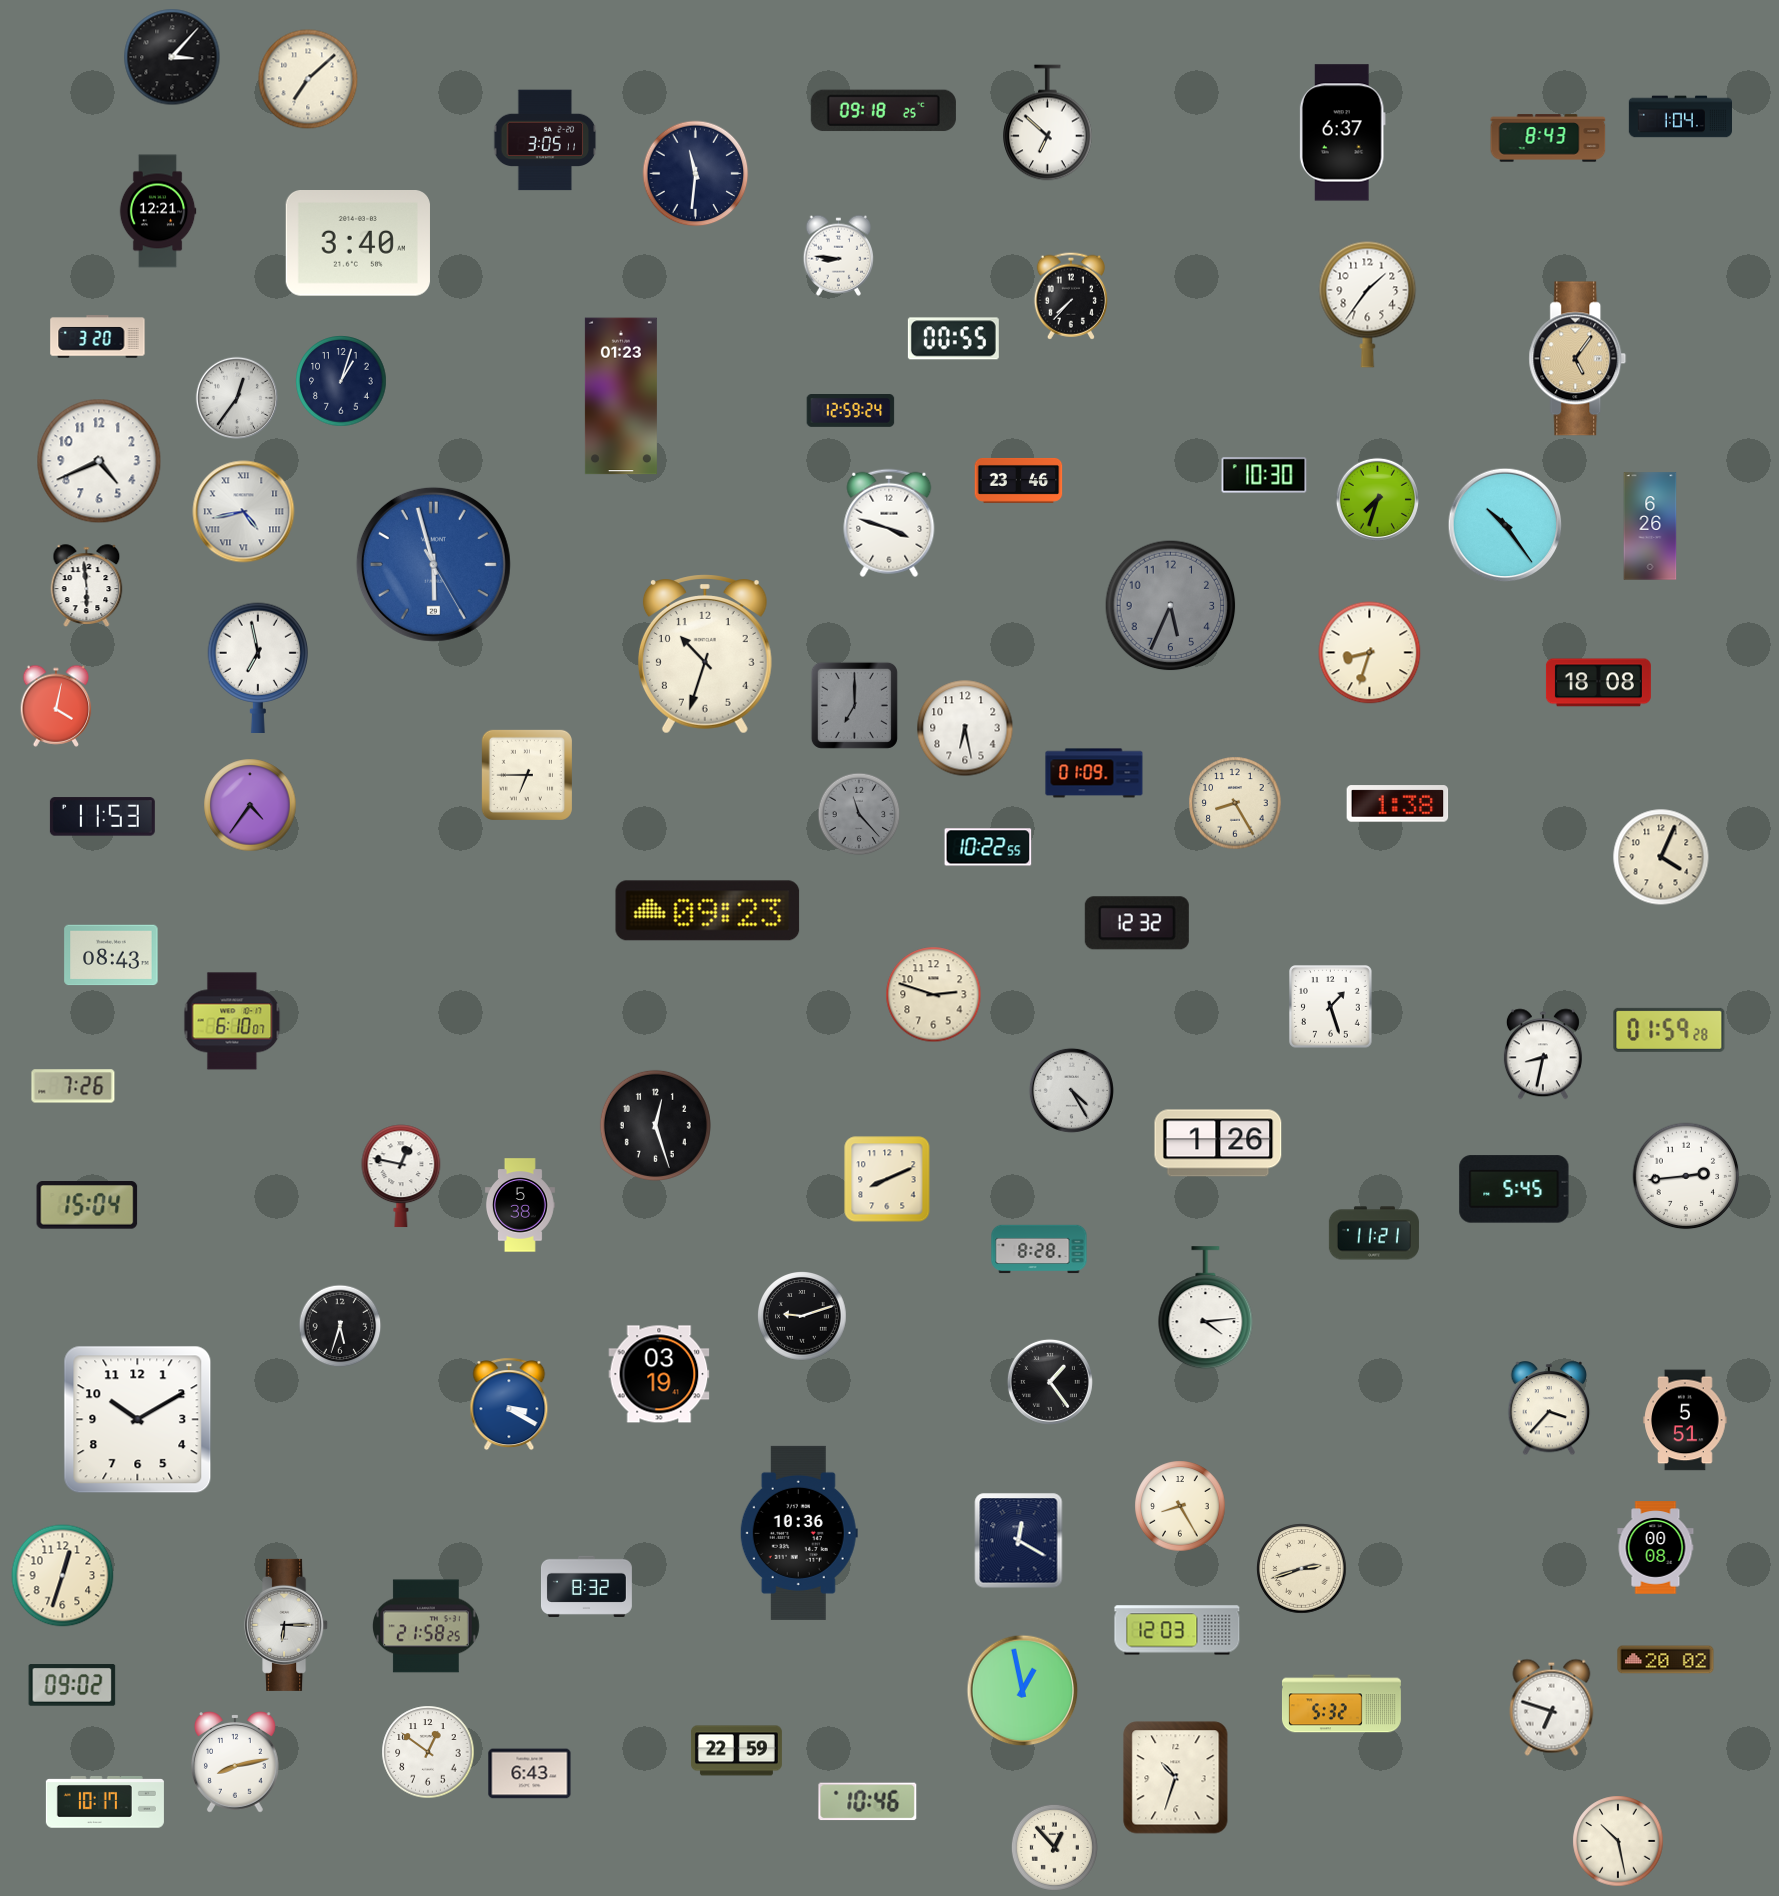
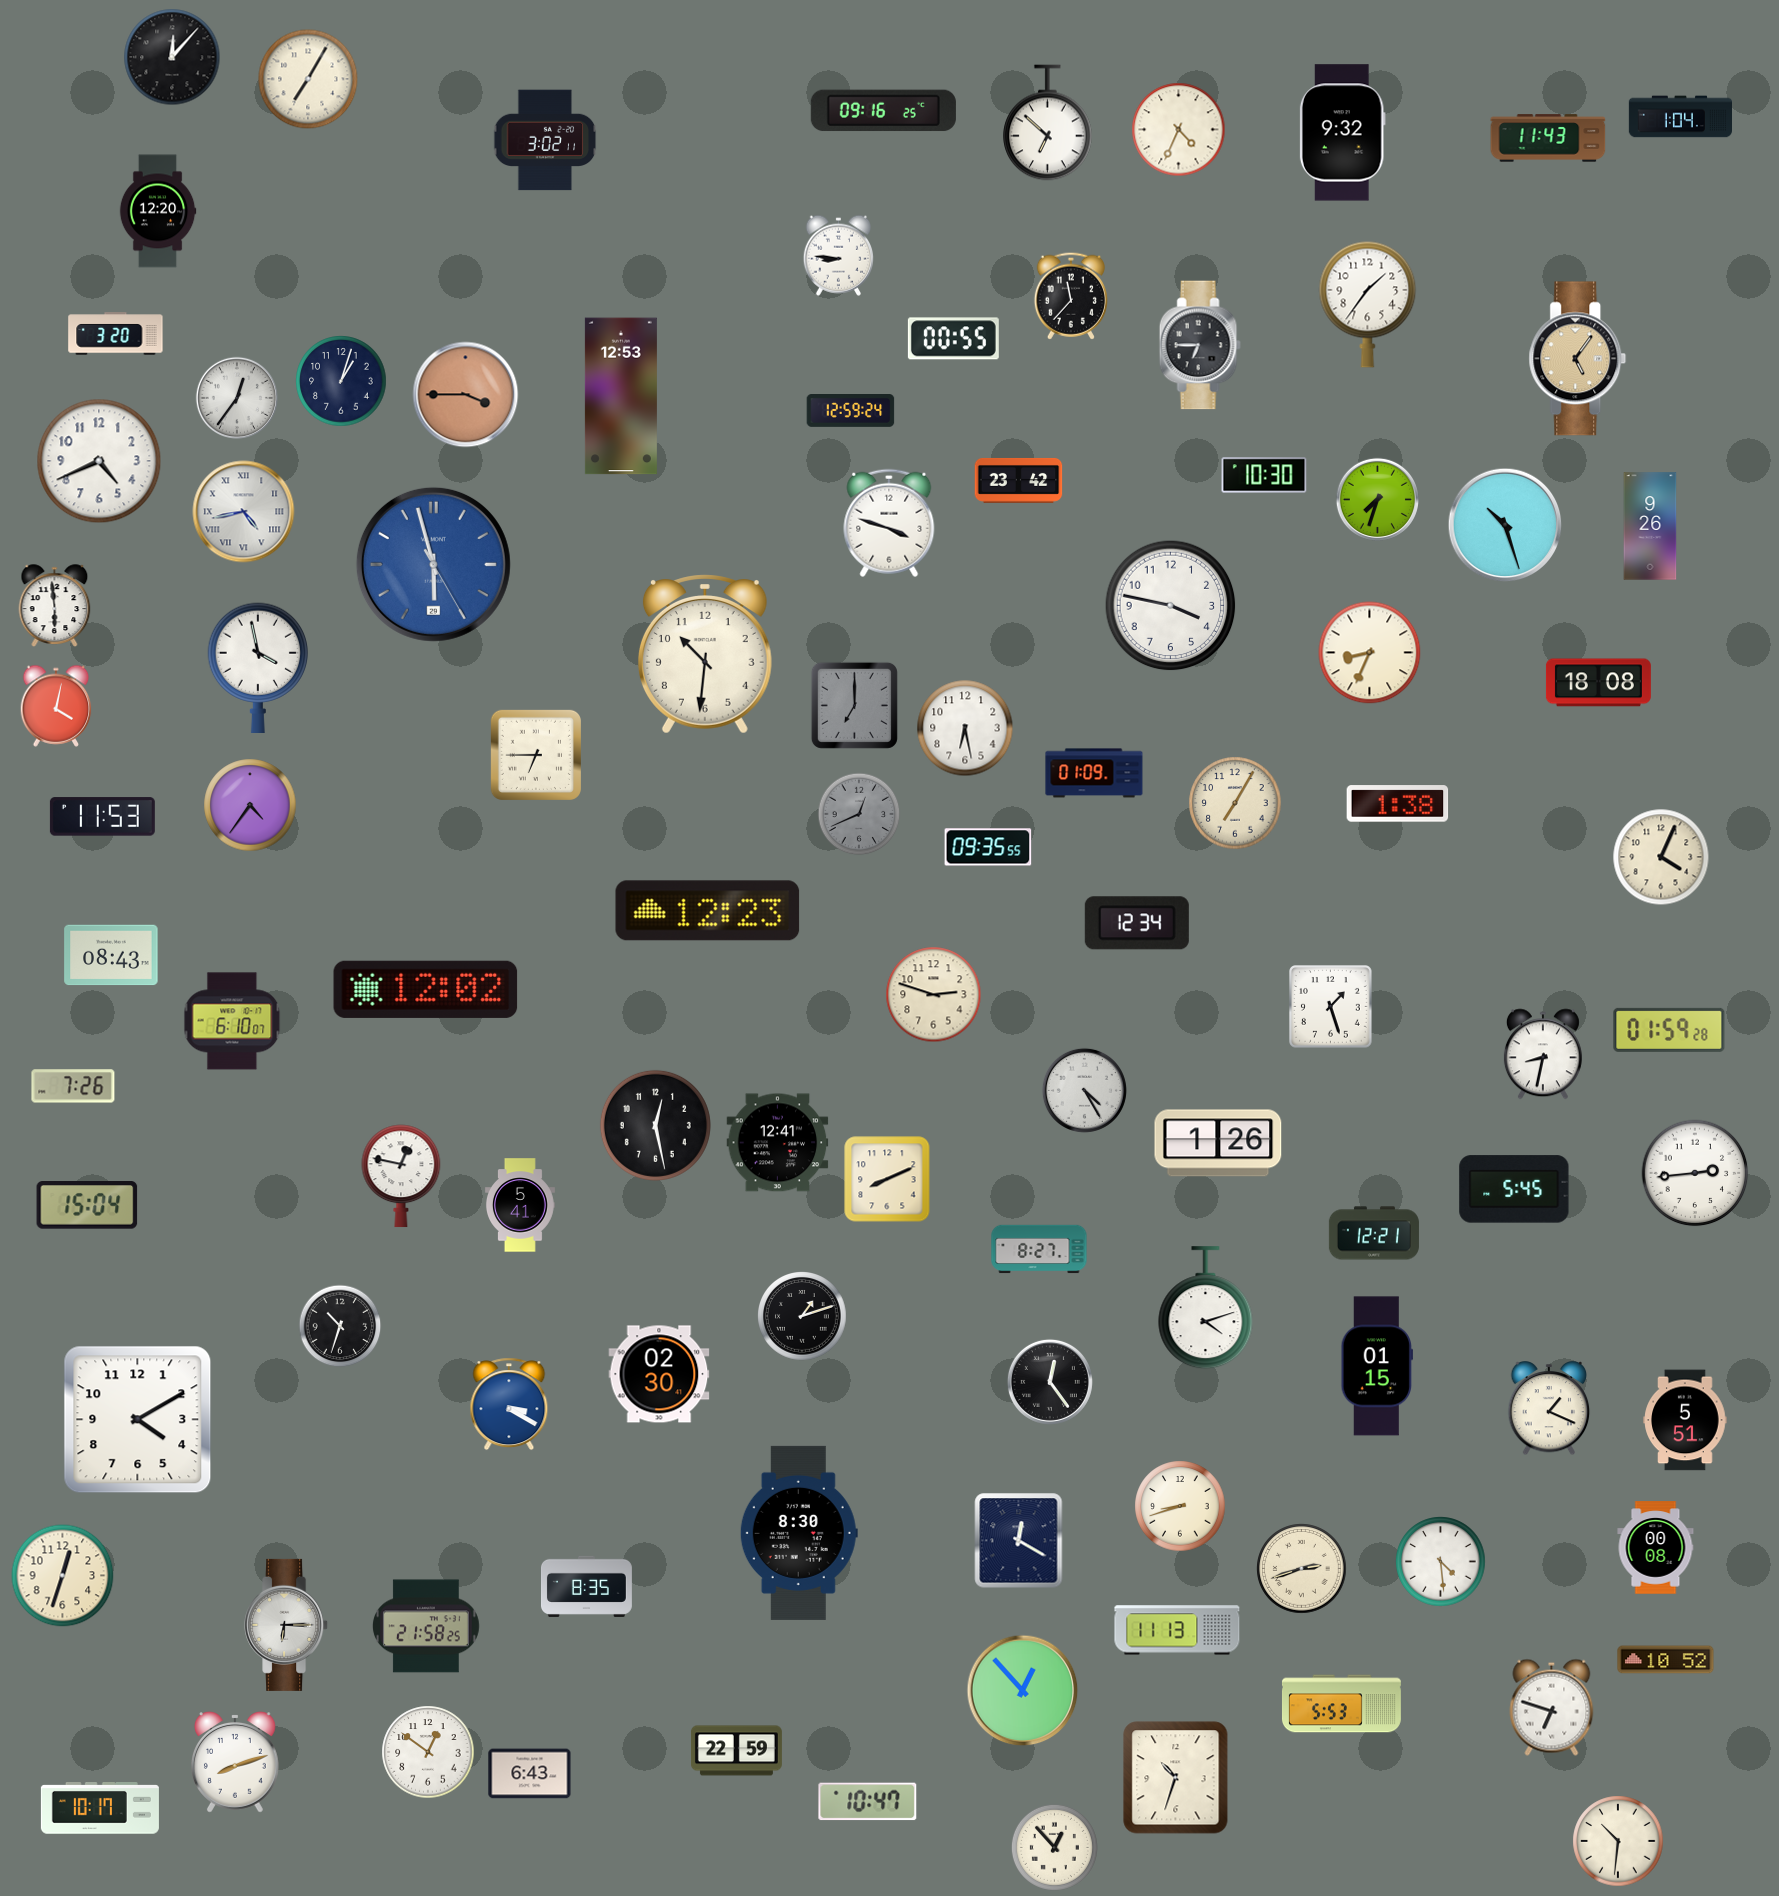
clock at (172, 57): 3:07 -> 12:07
clock at (308, 79): 7:08 -> 7:05
clock at (883, 111): 09:18 -> 09:16
clock at (1179, 130): none -> 4:34
clock at (1342, 133): 6:37 -> 9:32
clock at (1548, 138): 8:43 -> 11:43
clock at (545, 140): 3:05 -> 3:02
clock at (696, 174): 11:31 -> none
clock at (158, 211): 12:21 -> 12:20
clock at (358, 244): 3:40 -> none
clock at (1071, 296): 7:37 -> 11:37
clock at (98, 337) position: (98, 337) -> (116, 334)
clock at (1200, 345): none -> 6:45
clock at (466, 395): none -> 3:45
clock at (621, 396): 01:23 -> 12:53
clock at (1019, 480): 23:46 -> 23:42
clock at (1505, 525): 10:24 -> 10:27
clock at (1650, 526): 6:26 -> 9:26
clock at (87, 586) position: (87, 586) -> (55, 606)
clock at (1171, 606): 5:34 -> 3:47
clock at (1171, 606) dial: grey -> white
clock at (1370, 653): 8:33 -> 8:34
clock at (705, 654): 10:33 -> 10:31
clock at (257, 667): 6:58 -> 3:58
clock at (527, 775) position: (527, 775) -> (536, 755)
clock at (1235, 803): 8:25 -> 7:05
clock at (859, 814): 11:23 -> 12:41
clock at (988, 847): 10:22 -> 09:35
clock at (708, 911): 09:23 -> 12:23
clock at (1137, 923): 12:32 -> 12:34
clock at (426, 989): none -> 12:02
clock at (1071, 1090) position: (1071, 1090) -> (1084, 1090)
clock at (655, 1125): 12:27 -> 12:28
clock at (778, 1143): none -> 12:41
clock at (1686, 1176) position: (1686, 1176) -> (1695, 1173)
clock at (520, 1205): 5:38 -> 5:41
clock at (1374, 1233): 11:21 -> 12:21
clock at (1039, 1249): 8:28 -> 8:27
clock at (1206, 1308): 4:14 -> 4:12
clock at (803, 1317): 9:12 -> 1:12
clock at (340, 1326): 5:33 -> 10:33
clock at (1376, 1366): none -> 01:15
clock at (659, 1374): 03:19 -> 02:30
clock at (1050, 1382): 1:24 -> 12:24
clock at (1549, 1409): 3:37 -> 1:19
clock at (138, 1420): 10:10 -> 4:10
clock at (1180, 1506): 8:25 -> 8:42
clock at (799, 1533): 10:36 -> 8:30
clock at (1441, 1562): none -> 4:29
clock at (586, 1586): 8:32 -> 8:35
clock at (1177, 1630): 12:03 -> 11:13
clock at (1666, 1660): 20:02 -> 10:52
clock at (72, 1685): 09:02 -> none
clock at (1023, 1691): 12:58 -> 12:53
clock at (1341, 1704): 5:32 -> 5:53
clock at (236, 1763): 8:13 -> 8:12
clock at (105, 1802) position: (105, 1802) -> (100, 1808)
clock at (868, 1802): 10:46 -> 10:47
clock at (1618, 1841): 10:28 -> 10:31
